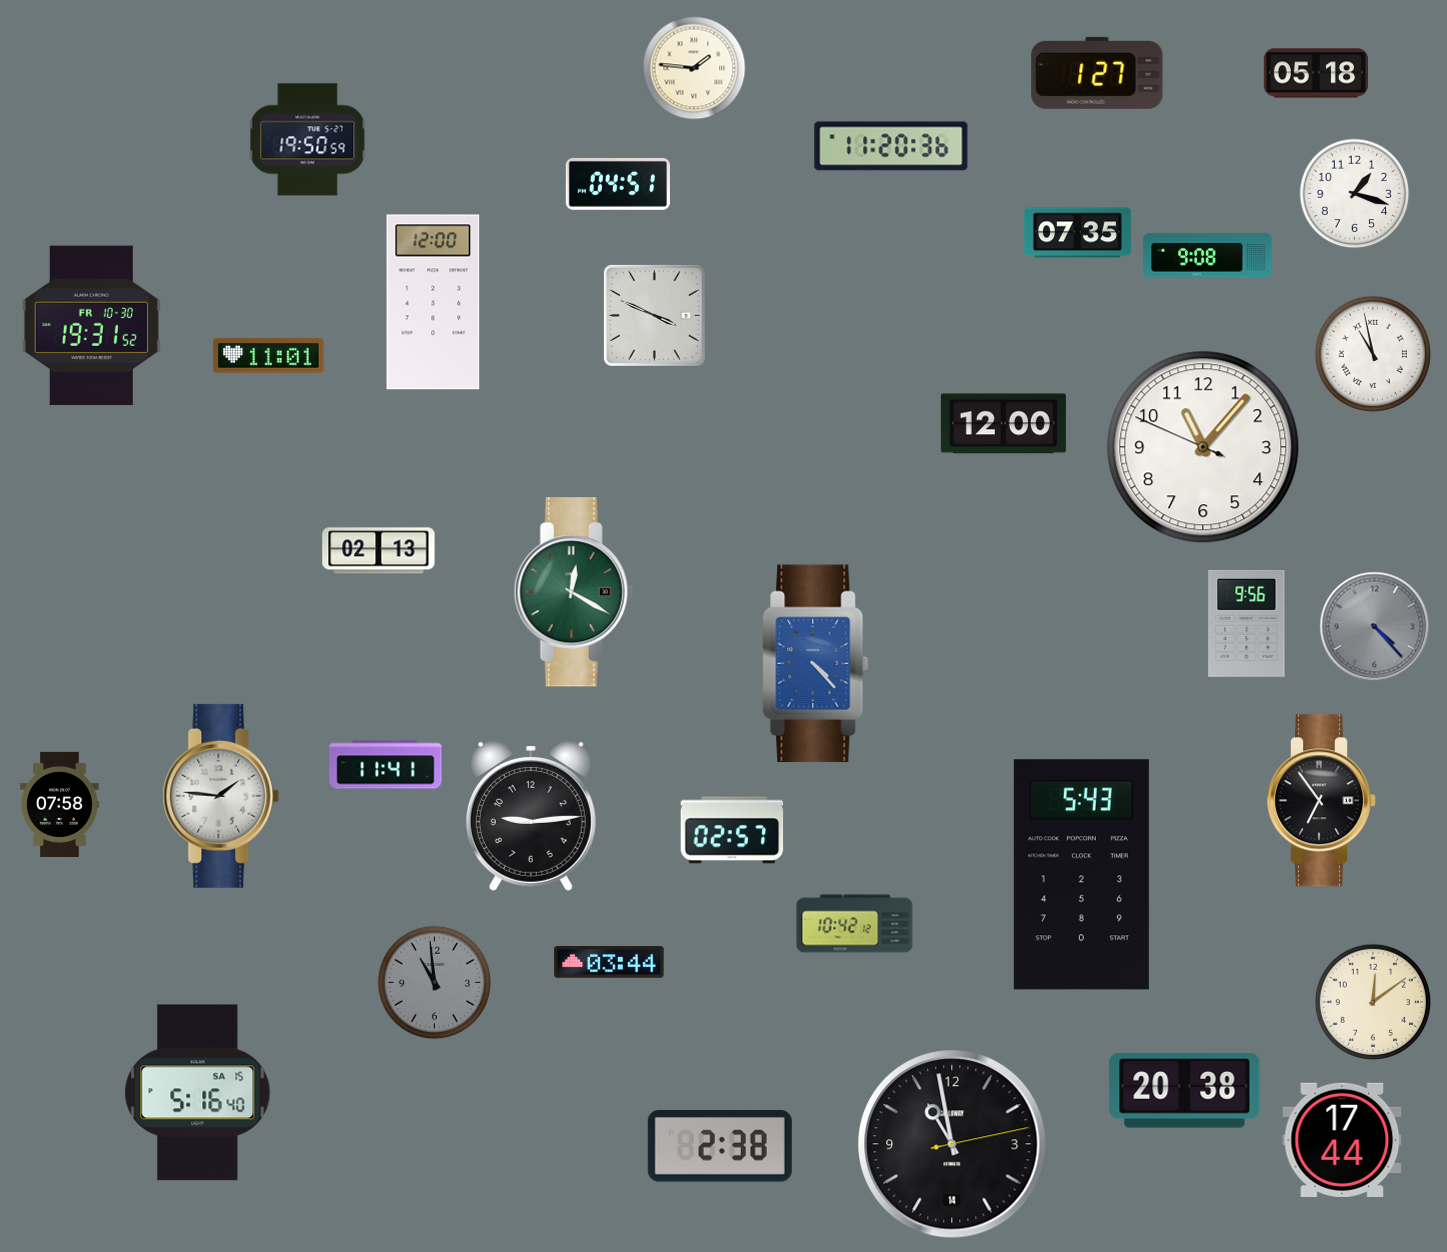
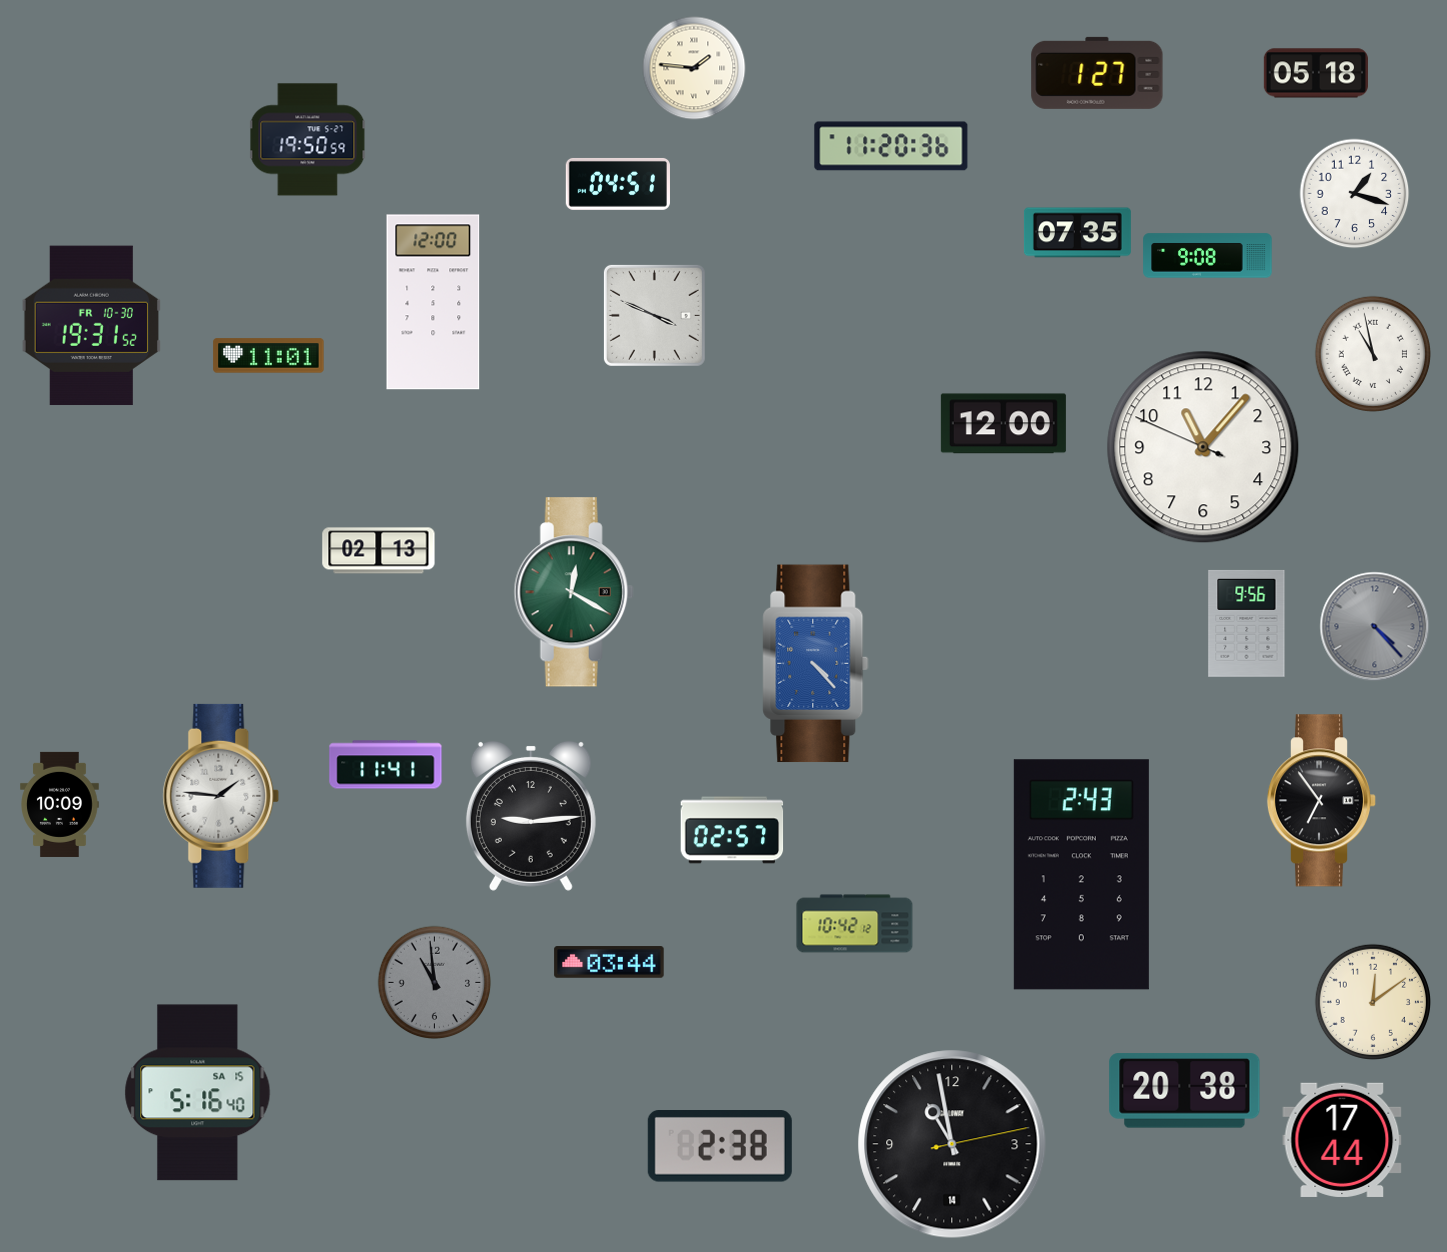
clock at (60, 804): 07:58 -> 10:09
clock at (1081, 875): 5:43 -> 2:43
